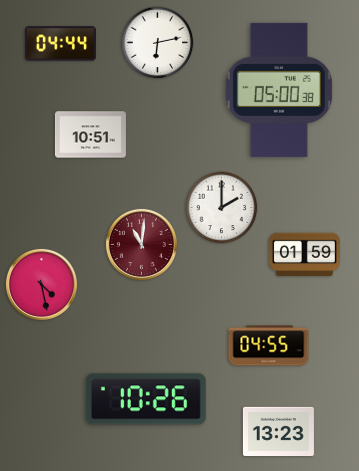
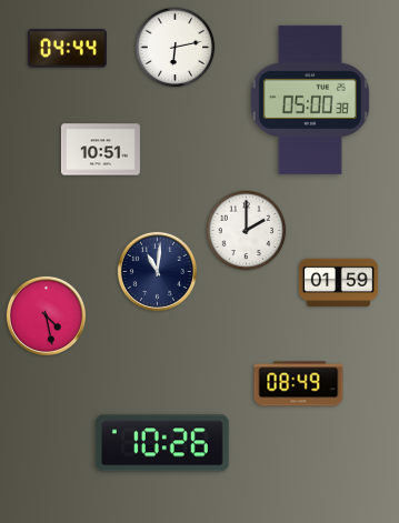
clock at (141, 244) dial: burgundy -> navy
clock at (269, 346): 04:55 -> 08:49
clock at (278, 431): 13:23 -> none
